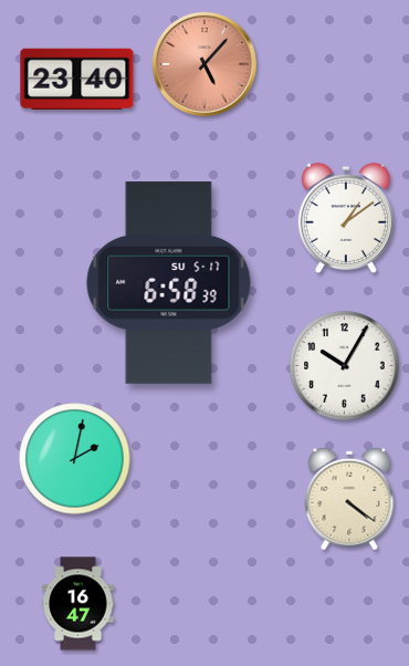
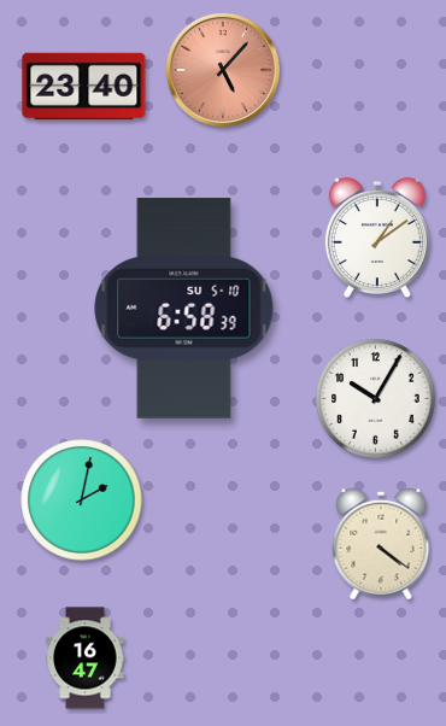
clock at (169, 283) date: SU 5-17 -> SU 5-10
